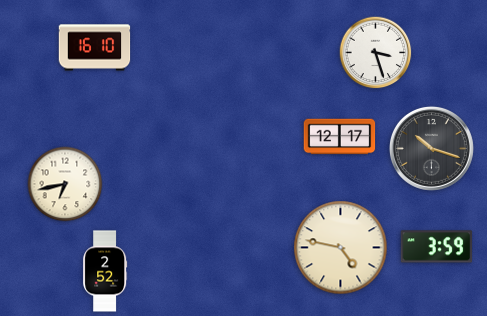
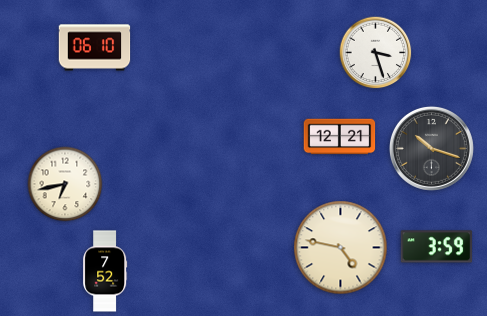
clock at (95, 48): 16:10 -> 06:10
clock at (340, 137): 12:17 -> 12:21
clock at (105, 271): 2:52 -> 7:52
